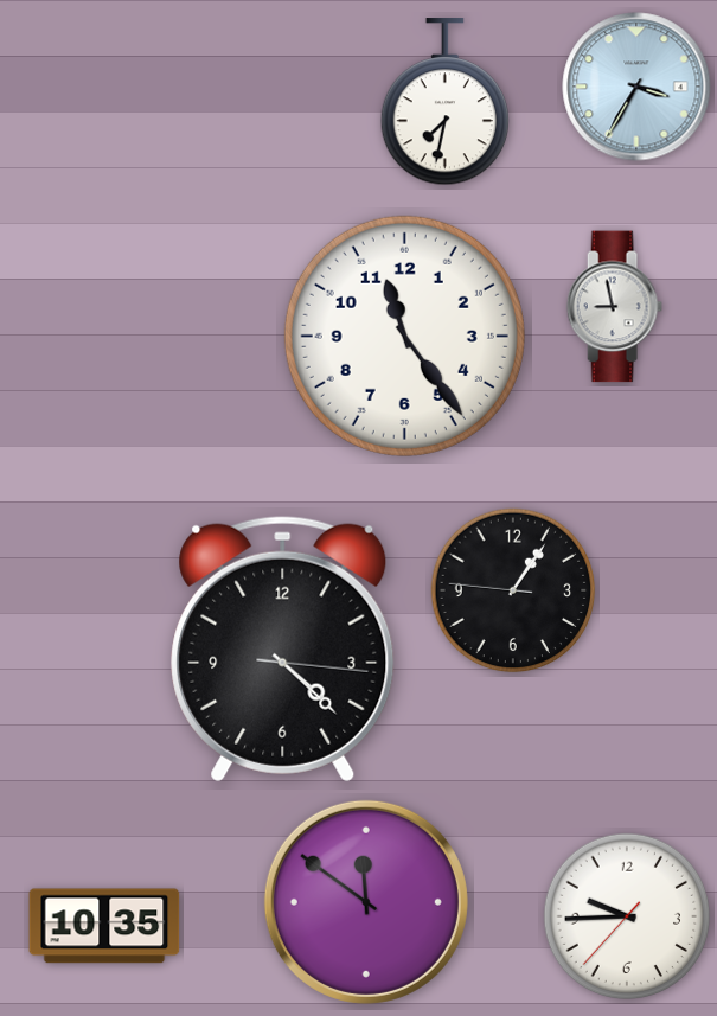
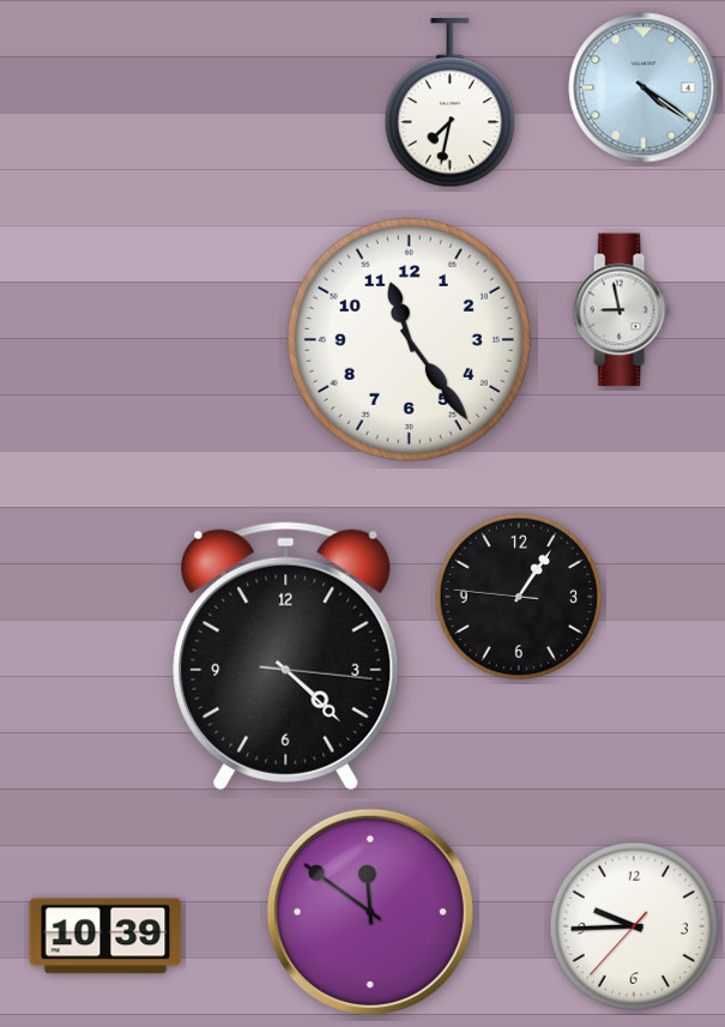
clock at (636, 87): 3:35 -> 4:21
clock at (104, 926): 10:35 -> 10:39
